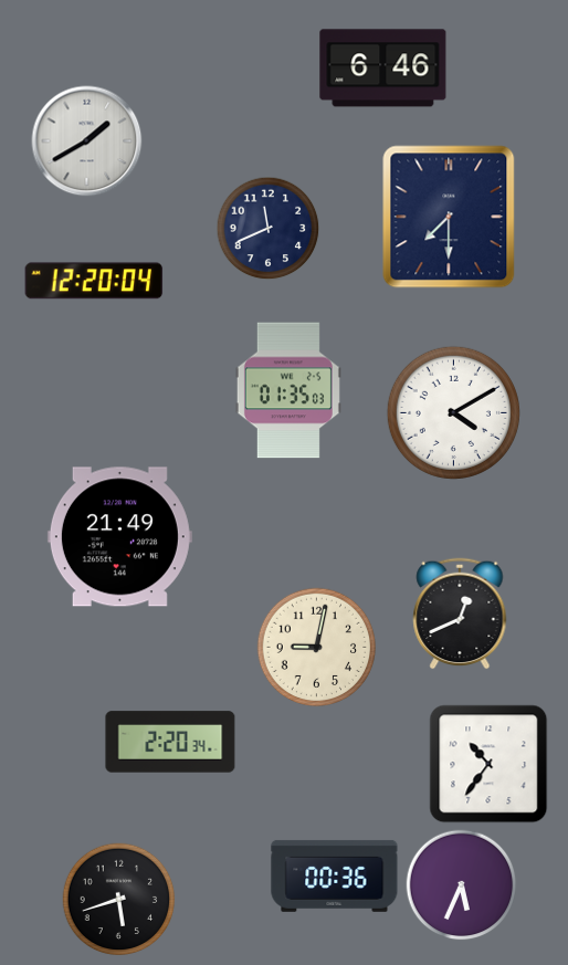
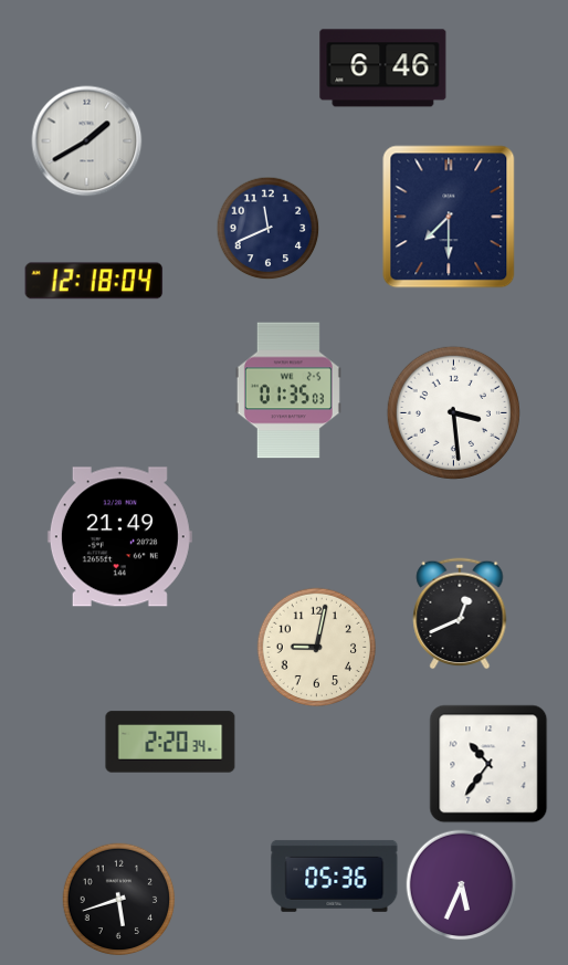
clock at (94, 281): 12:20 -> 12:18
clock at (453, 412): 4:10 -> 3:29
clock at (335, 875): 00:36 -> 05:36
